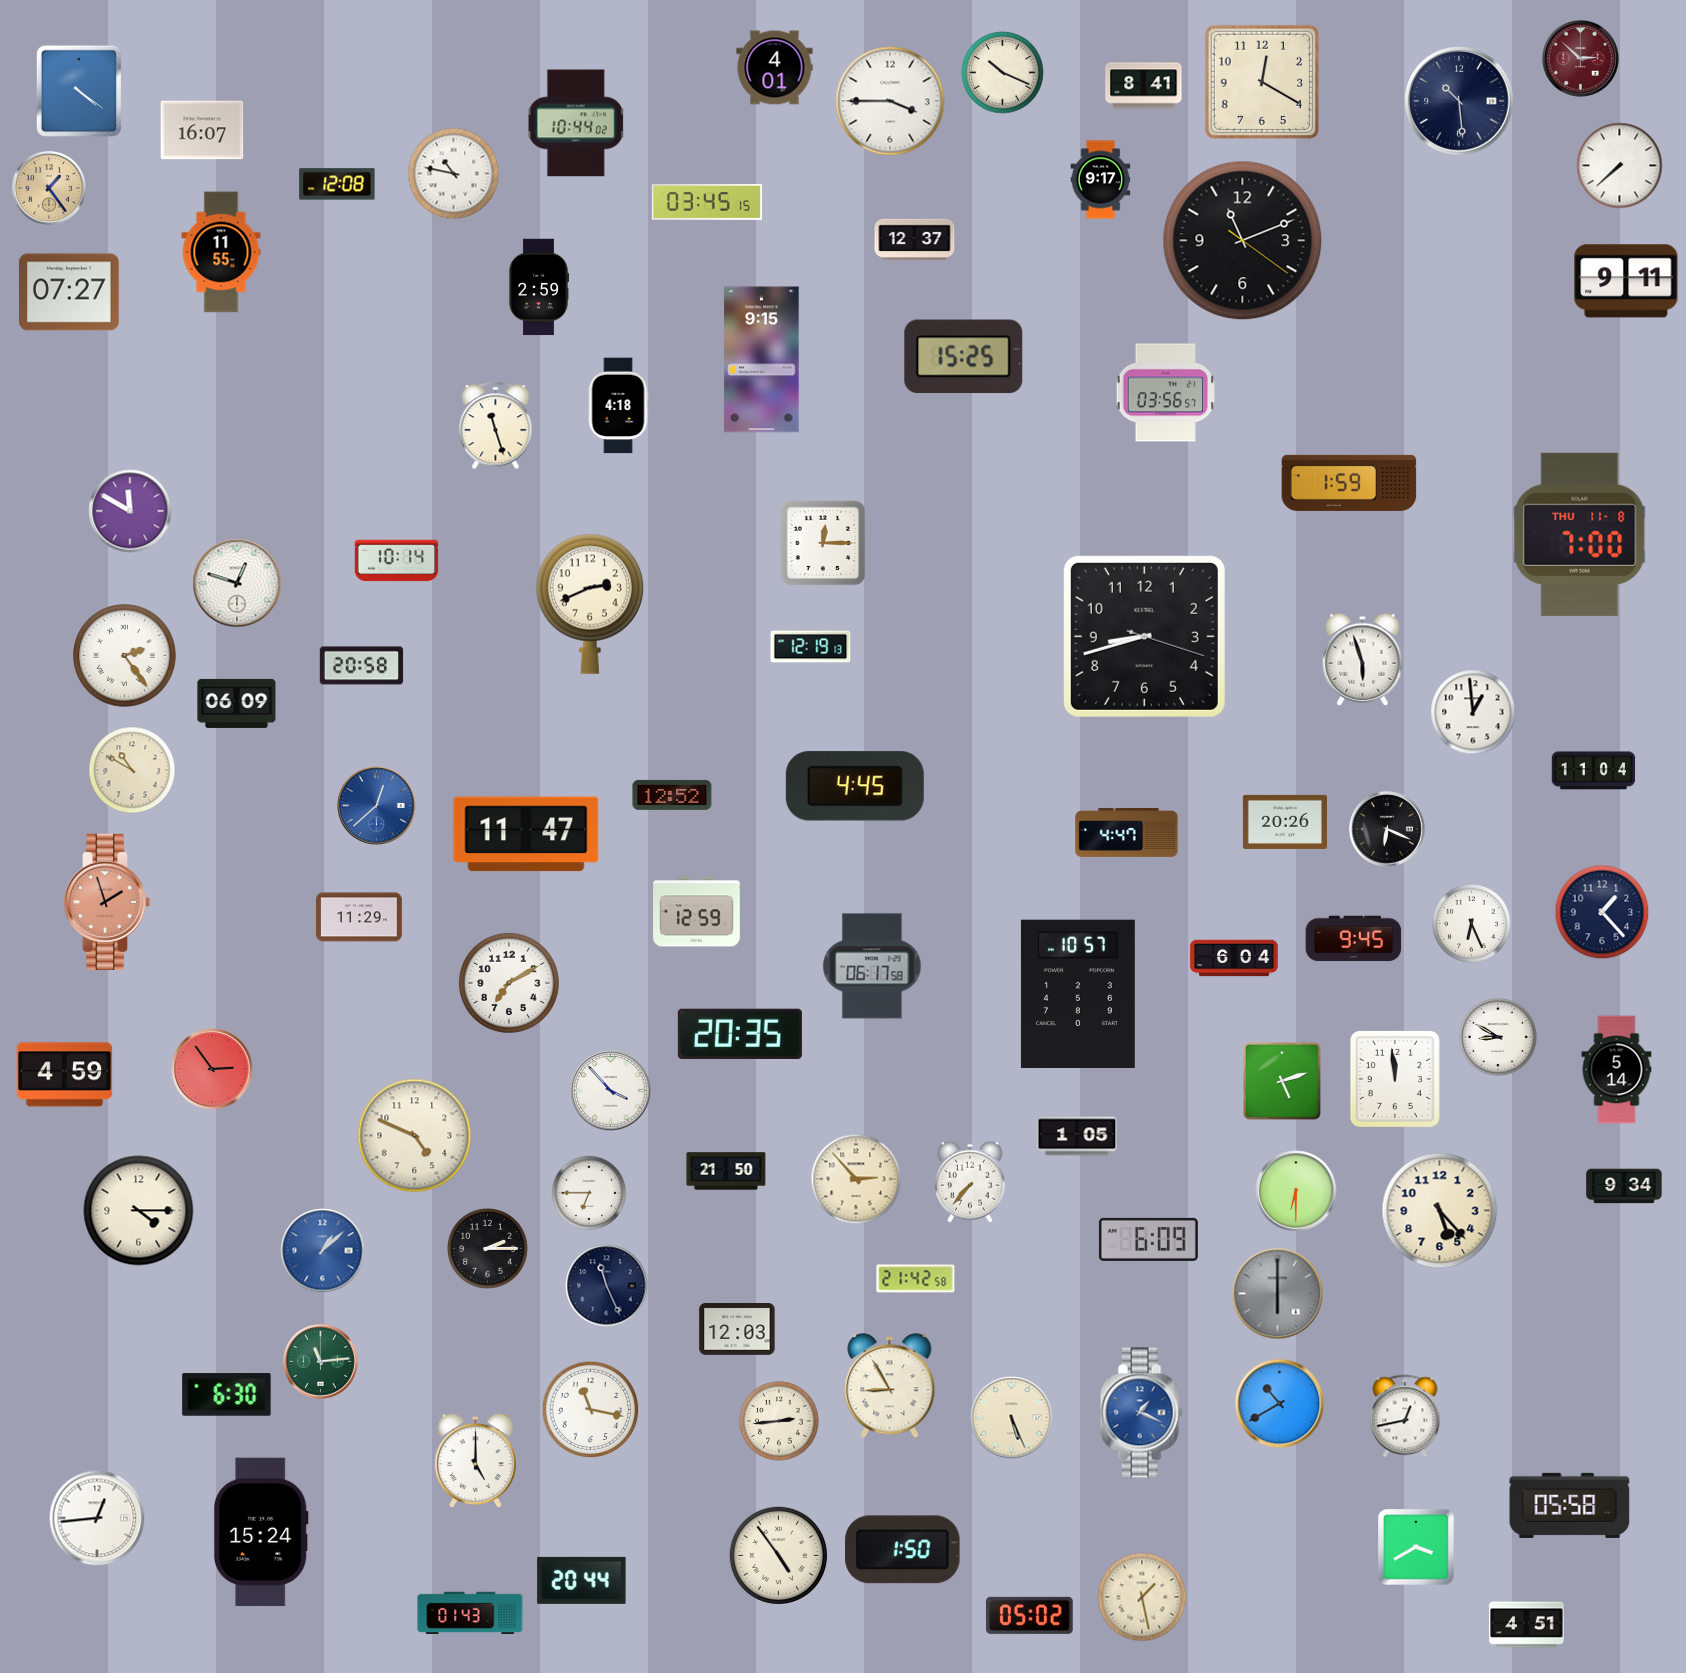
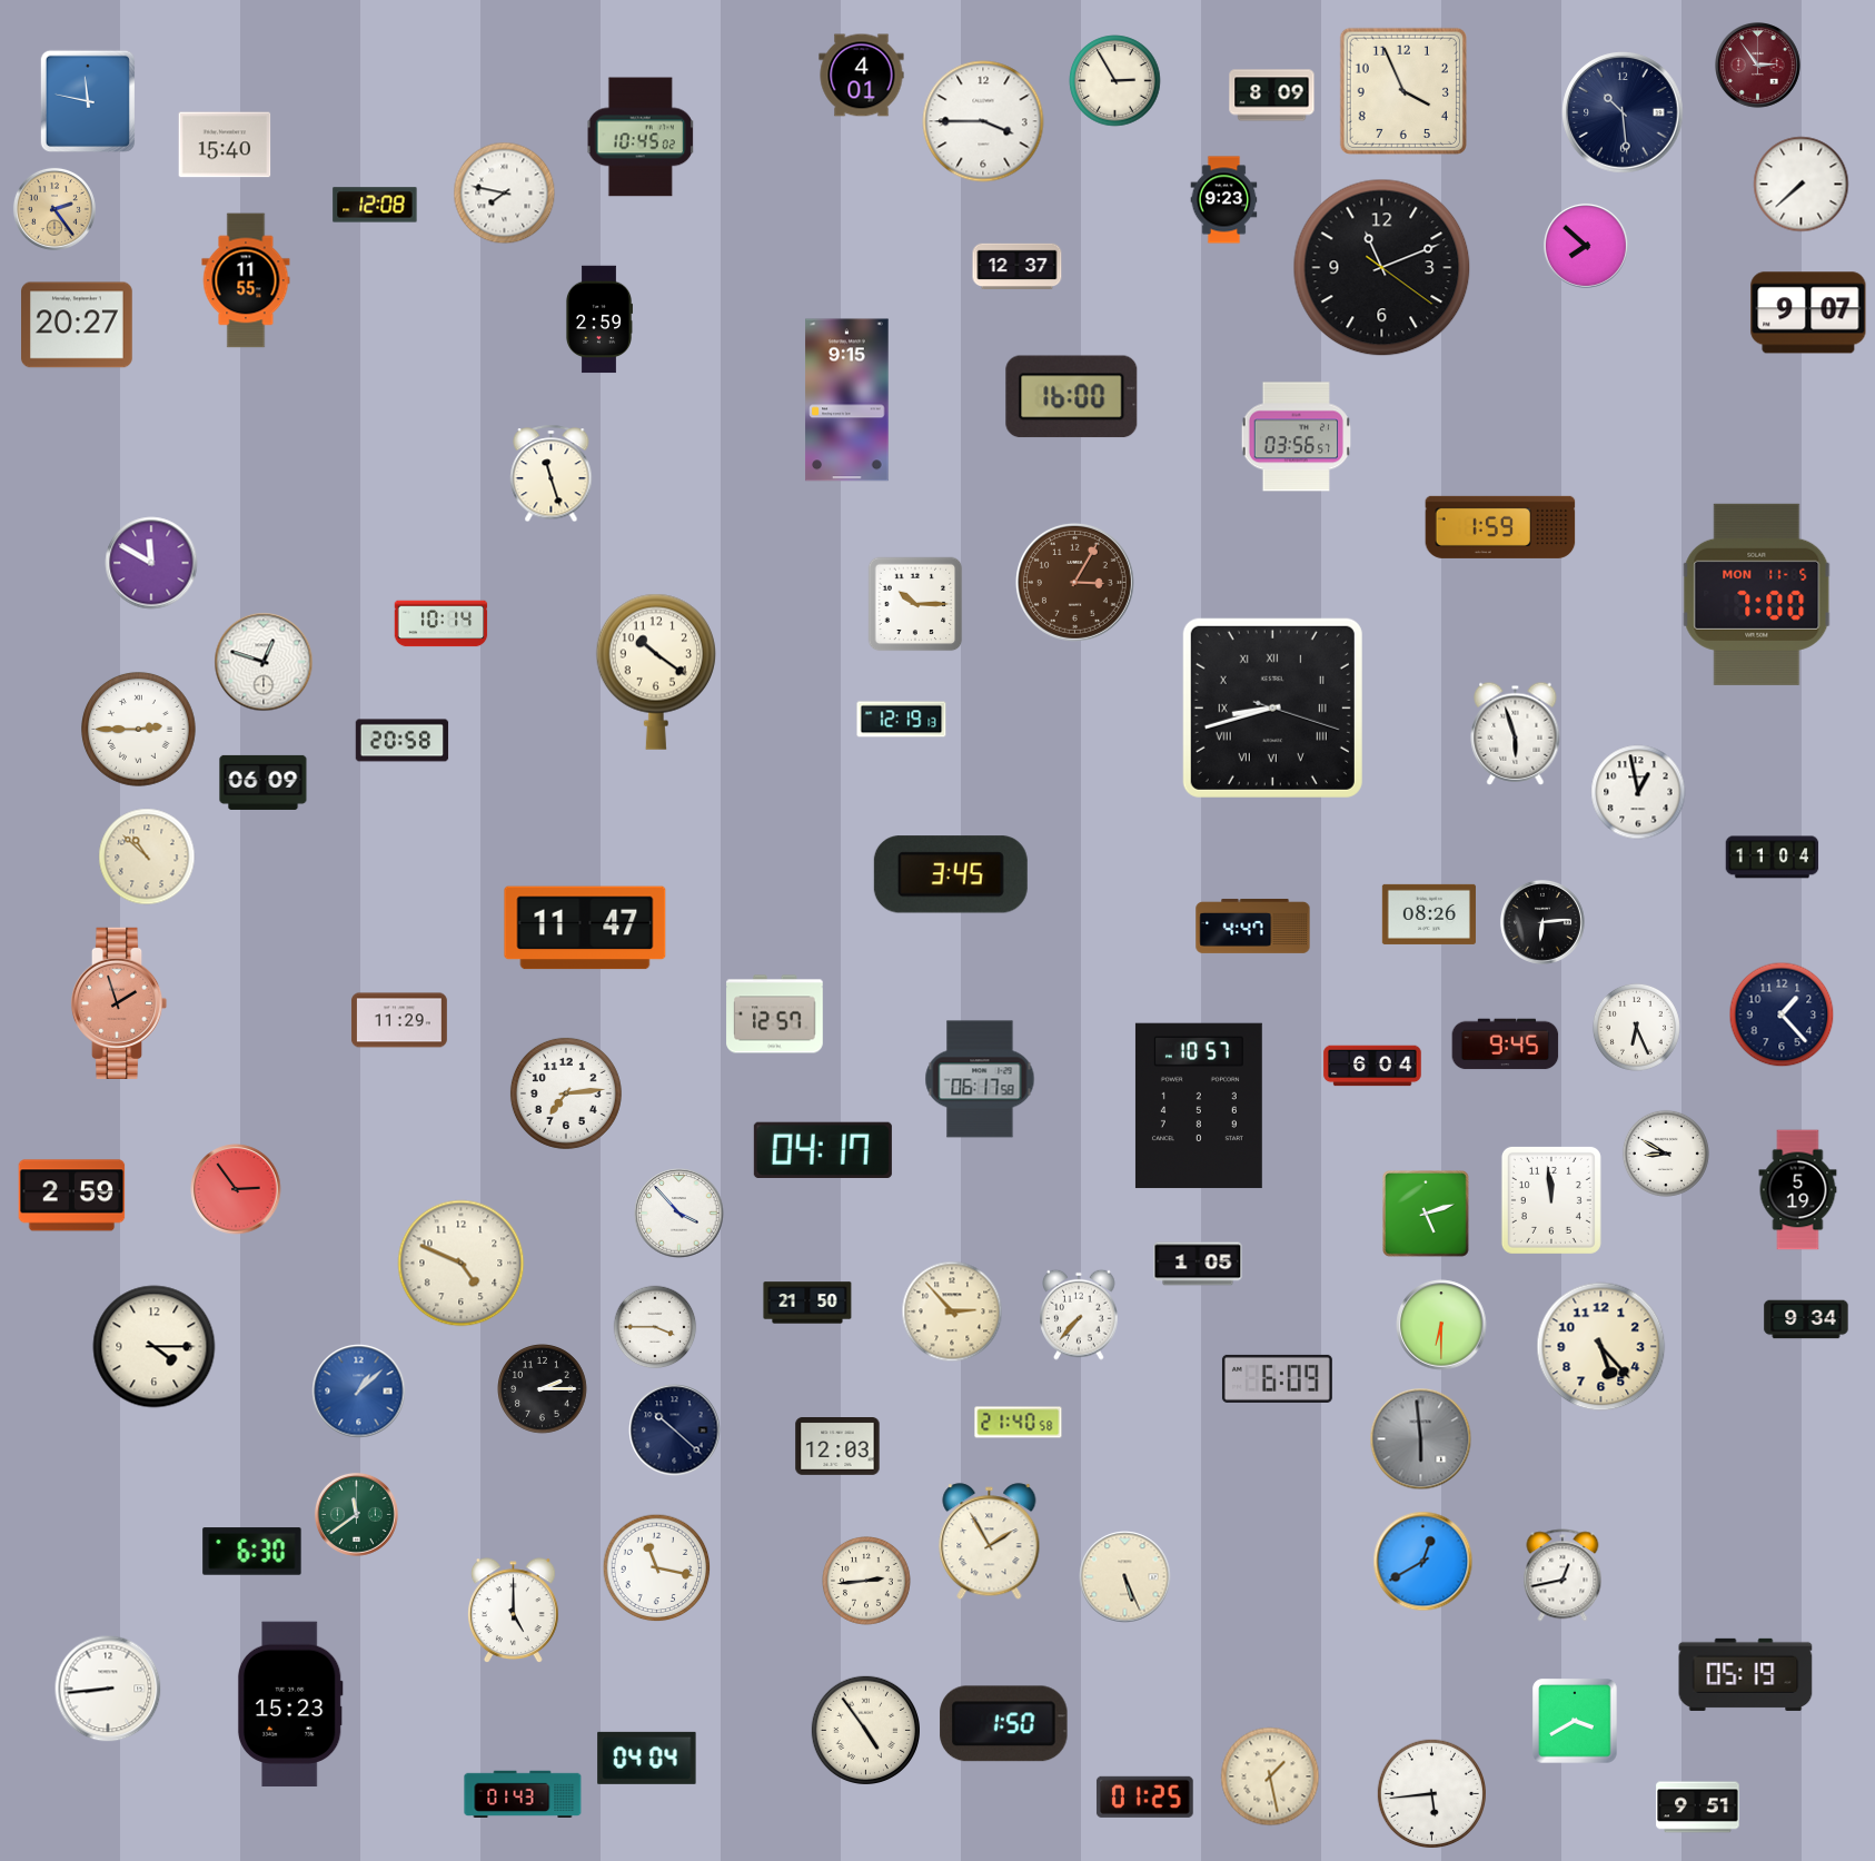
clock at (1581, 59): 2:52 -> 2:54
clock at (1003, 73): 10:19 -> 2:55
clock at (1262, 82): 12:20 -> 3:56
clock at (1144, 86): 8:41 -> 8:09
clock at (78, 90): 4:21 -> 11:47
clock at (890, 101) position: (890, 101) -> (983, 121)
clock at (576, 123): 10:44 -> 10:45
clock at (202, 130): 16:07 -> 15:40
clock at (454, 174): 10:47 -> 7:47
clock at (1101, 180): 9:17 -> 9:23
clock at (49, 188): 1:24 -> 2:24
clock at (706, 203): 03:45 -> none
clock at (1586, 246): none -> 7:52
clock at (1626, 281): 9:11 -> 9:07
clock at (70, 292): 07:27 -> 20:27
clock at (964, 357): 15:25 -> 16:00
clock at (618, 406): 4:18 -> none
clock at (1349, 483) position: (1349, 483) -> (1500, 527)
clock at (130, 511) position: (130, 511) -> (151, 563)
clock at (1074, 582): none -> 3:05
clock at (1580, 534) date: THU 11-8 -> MON 11-5
clock at (823, 543): 12:15 -> 10:15
clock at (237, 583) position: (237, 583) -> (264, 662)
clock at (589, 604): 2:41 -> 10:21
clock at (1144, 636) numerals: Arabic -> Roman
clock at (125, 656): 2:24 -> 2:45
clock at (1473, 712): 12:59 -> 12:58
clock at (132, 770): 10:50 -> 10:52
clock at (855, 786): 4:45 -> 3:45
clock at (672, 795): 12:52 -> none
clock at (377, 806): 12:38 -> none
clock at (1285, 822): 20:26 -> 08:26
clock at (1387, 829): 6:19 -> 6:14
clock at (697, 912): 12:59 -> 12:57
clock at (872, 966) position: (872, 966) -> (980, 1079)
clock at (509, 983): 7:10 -> 7:14
clock at (740, 1033): 20:35 -> 04:17
clock at (1617, 1070): 5:14 -> 5:19
clock at (65, 1075): 4:59 -> 2:59
clock at (1283, 1082) position: (1283, 1082) -> (1427, 1215)
clock at (589, 1193): 6:45 -> 3:45
clock at (916, 1279): 21:42 -> 21:40
clock at (607, 1286): 11:26 -> 10:22
clock at (1278, 1294): 6:00 -> 5:59
clock at (737, 1330) position: (737, 1330) -> (837, 1447)
clock at (320, 1361): 11:14 -> 11:39
clock at (890, 1386): 8:55 -> 1:55
clock at (1280, 1404): 10:40 -> 12:40
clock at (1141, 1413): 1:19 -> none
clock at (476, 1461) position: (476, 1461) -> (514, 1611)
clock at (1570, 1505): 05:58 -> 05:19
clock at (97, 1518): 12:44 -> 8:44
clock at (261, 1532): 15:24 -> 15:23
clock at (582, 1580): 20:44 -> 04:04
clock at (1431, 1793): none -> 5:44
clock at (1029, 1615): 05:02 -> 01:25
clock at (1527, 1625): 4:51 -> 9:51
